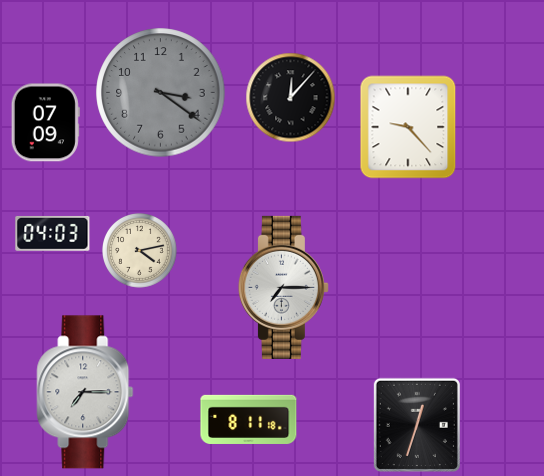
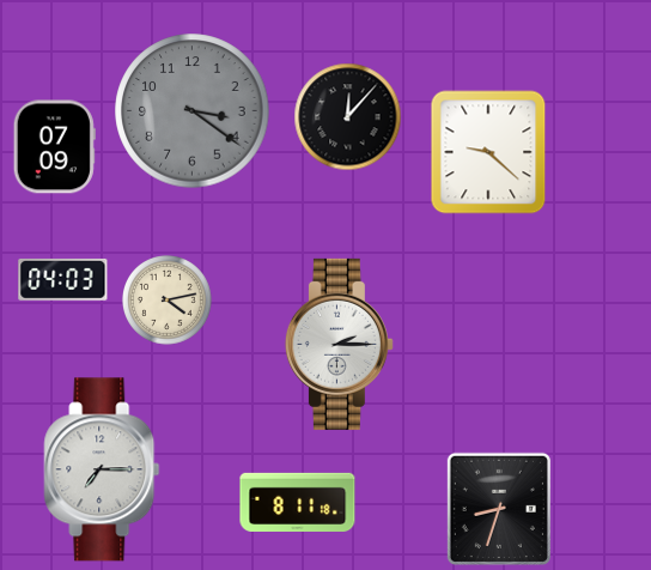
clock at (408, 127): 9:23 -> 9:22
clock at (283, 287): 7:15 -> 2:15
clock at (417, 425): 12:33 -> 8:33
